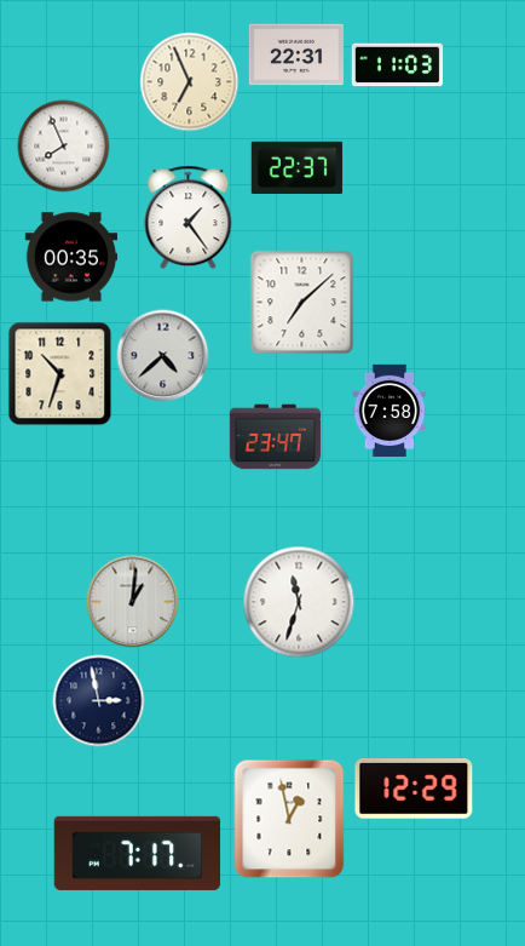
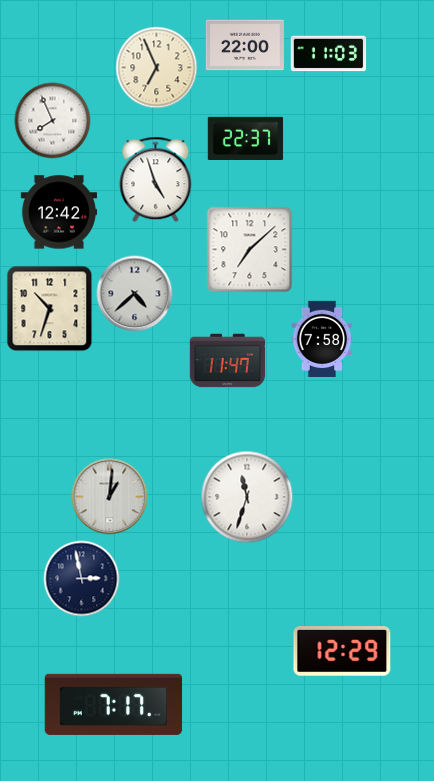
clock at (296, 55): 22:31 -> 22:00
clock at (189, 218): 1:24 -> 4:57
clock at (70, 257): 00:35 -> 12:42
clock at (276, 437): 23:47 -> 11:47
clock at (289, 819): 12:58 -> none
